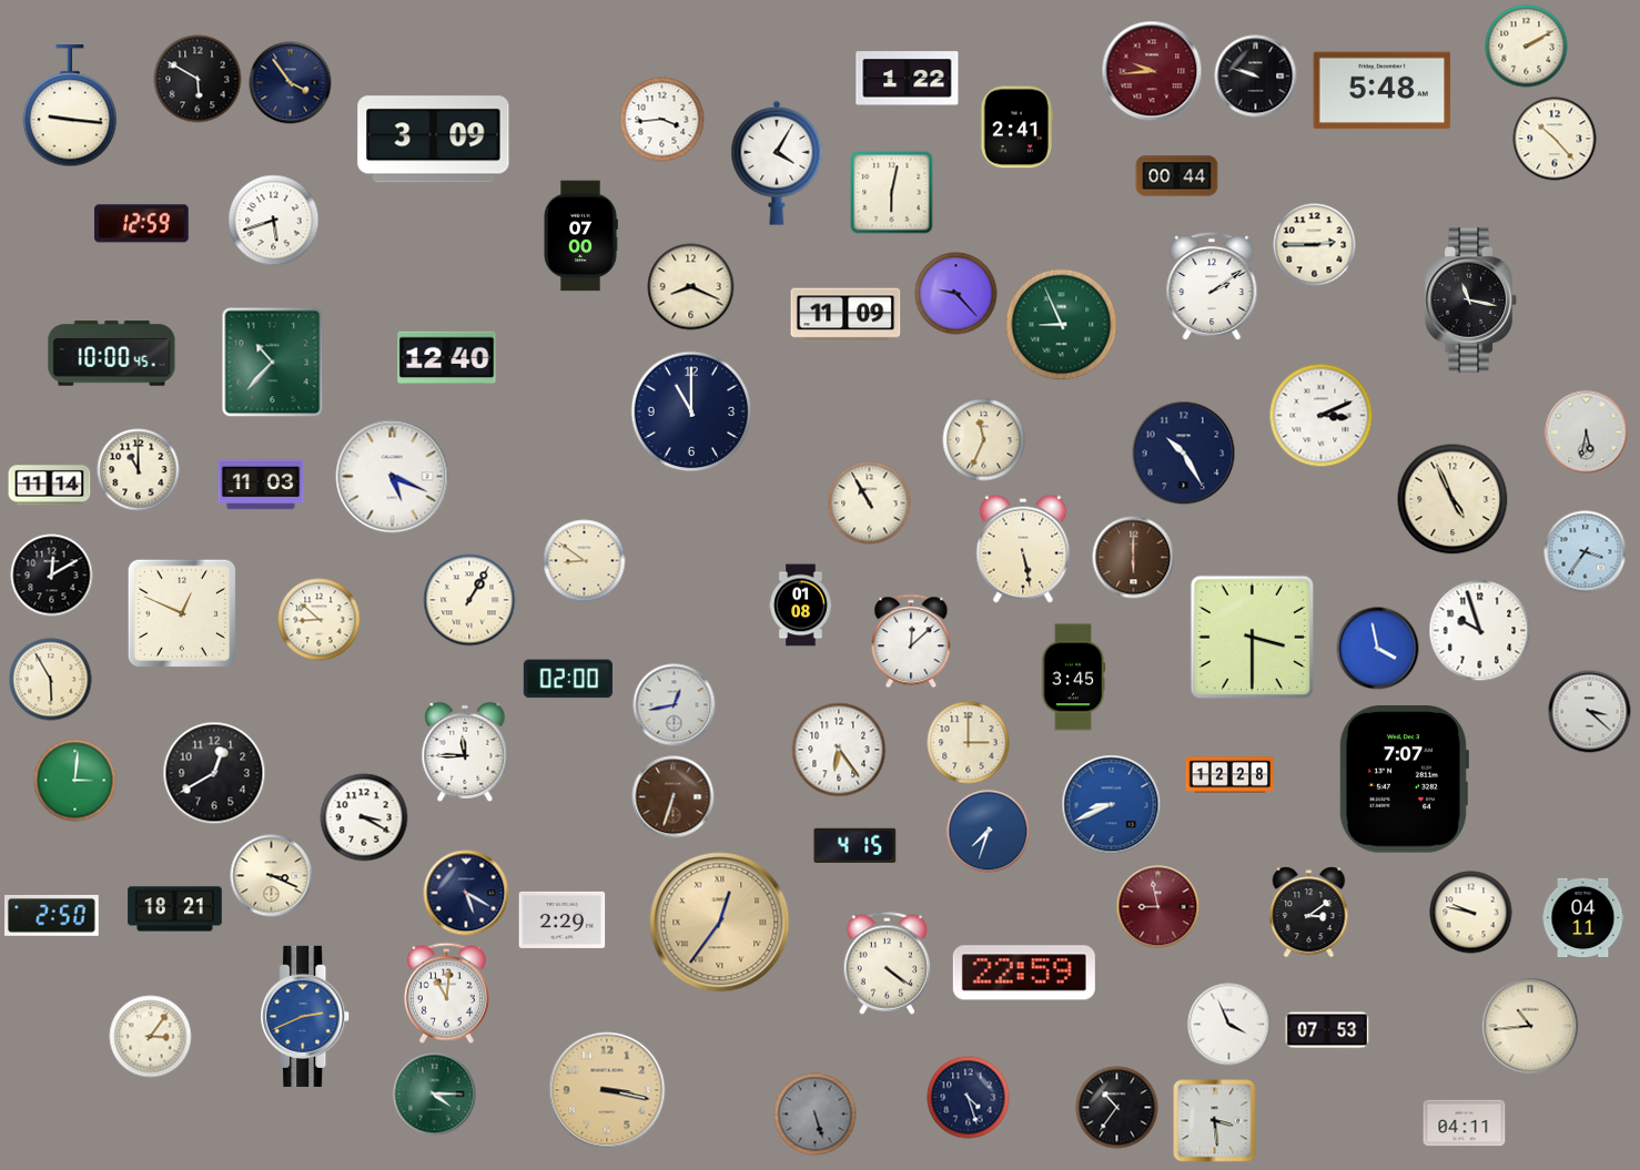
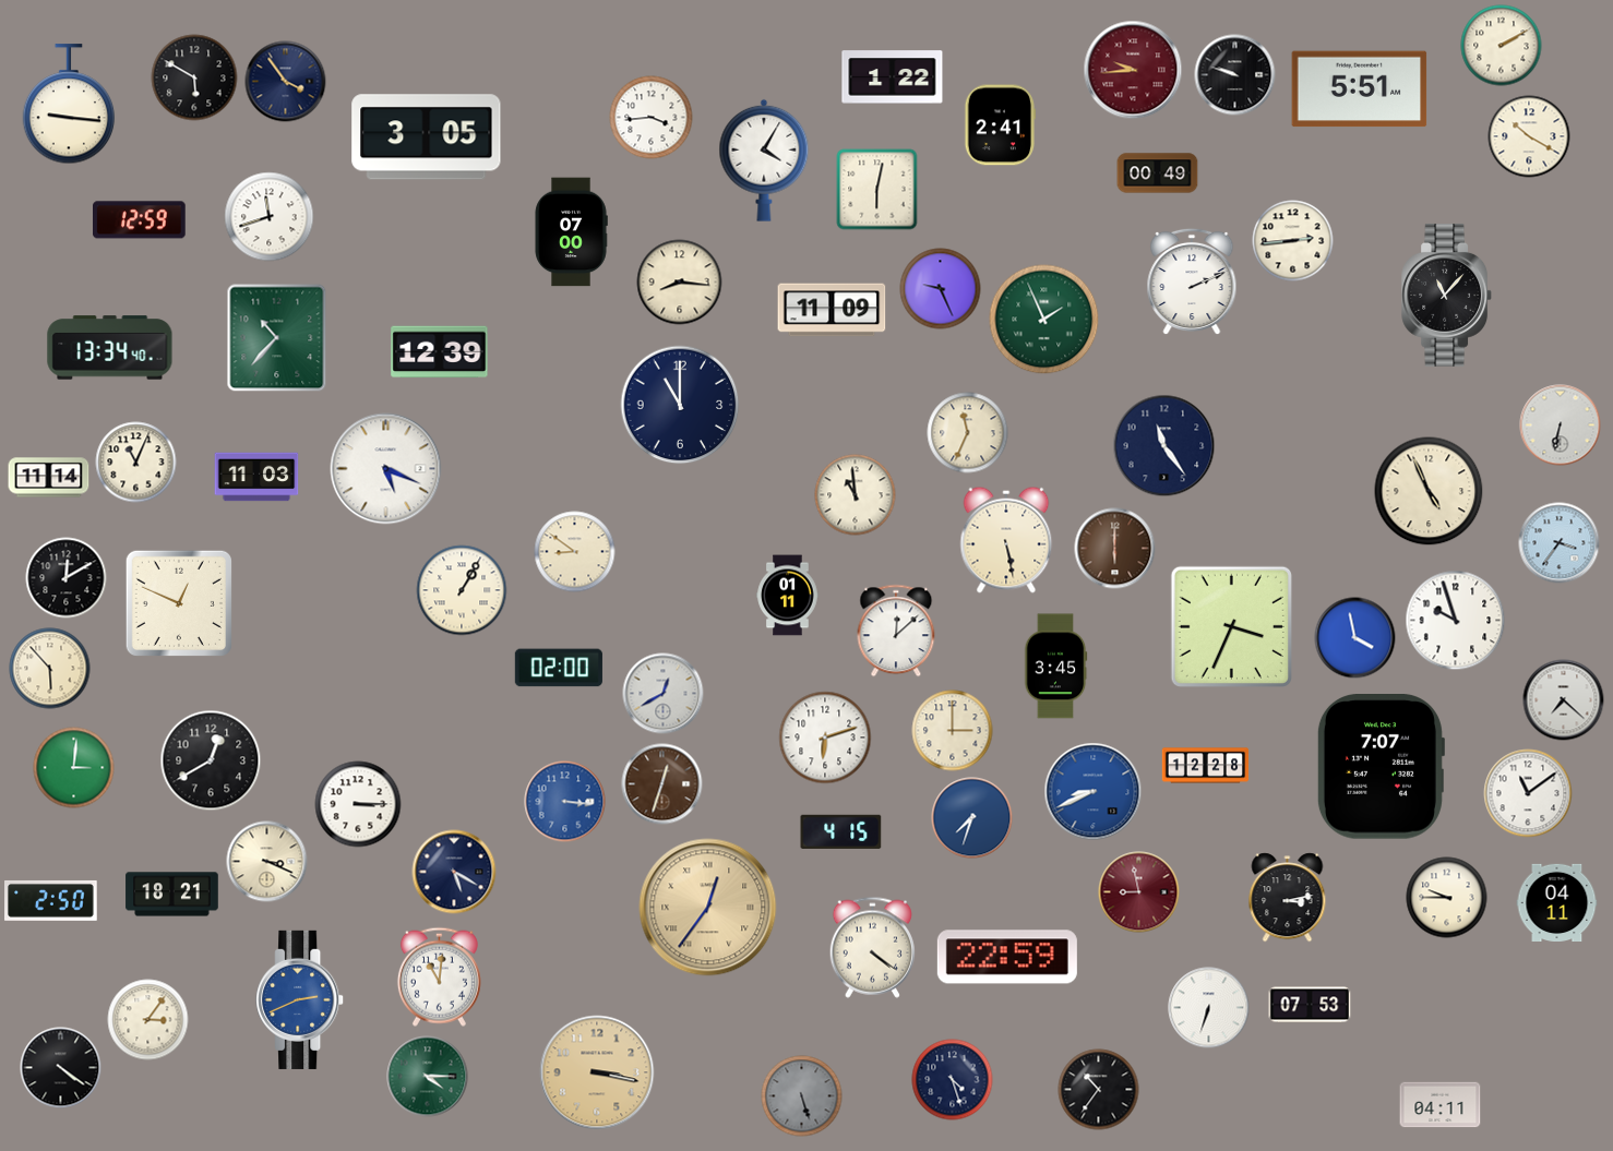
clock at (1383, 91): 5:48 -> 5:51
clock at (1555, 139): 10:23 -> 10:20
clock at (434, 140): 3:09 -> 3:05
clock at (1177, 176): 00:44 -> 00:49
clock at (274, 221): 5:42 -> 11:42
clock at (1315, 245): 2:45 -> 2:44
clock at (1212, 286): 2:09 -> 2:11
clock at (691, 287): 8:19 -> 8:16
clock at (956, 294): 9:23 -> 9:26
clock at (1470, 299): 11:17 -> 11:07
clock at (1062, 325): 8:56 -> 1:56
clock at (112, 354): 10:00 -> 13:34
clock at (447, 358): 12:40 -> 12:39
clock at (273, 363) position: (273, 363) -> (277, 338)
clock at (1322, 416): 3:11 -> none
clock at (1587, 433): 5:32 -> 6:32
clock at (1184, 454): 10:25 -> 11:24
clock at (139, 470): 11:00 -> 11:04
clock at (870, 503): 10:55 -> 10:59
clock at (52, 576) position: (52, 576) -> (67, 578)
clock at (801, 606): 01:08 -> 01:11
clock at (320, 620): 8:52 -> none
clock at (1252, 637): 3:30 -> 3:34
clock at (51, 680): 5:55 -> 5:53
clock at (675, 705): 12:43 -> 12:40
clock at (1590, 712): 3:22 -> 7:22
clock at (839, 750): 6:24 -> 6:12
clock at (465, 752): 11:45 -> none
clock at (1231, 775) position: (1231, 775) -> (1206, 766)
clock at (674, 797): 6:33 -> 12:33
clock at (1528, 793): none -> 11:09
clock at (565, 802): none -> 3:16
clock at (364, 817): 3:20 -> 3:15
clock at (466, 893) position: (466, 893) -> (454, 872)
clock at (1309, 913): 3:09 -> 3:13
clock at (1471, 913): 9:47 -> 9:45
clock at (563, 919): 2:29 -> none
clock at (1229, 1025): 3:56 -> 6:33
clock at (1530, 1026): 10:44 -> none
clock at (1327, 1030) position: (1327, 1030) -> (1310, 1005)
clock at (61, 1068): none -> 4:21
clock at (1215, 1121): 3:29 -> none
